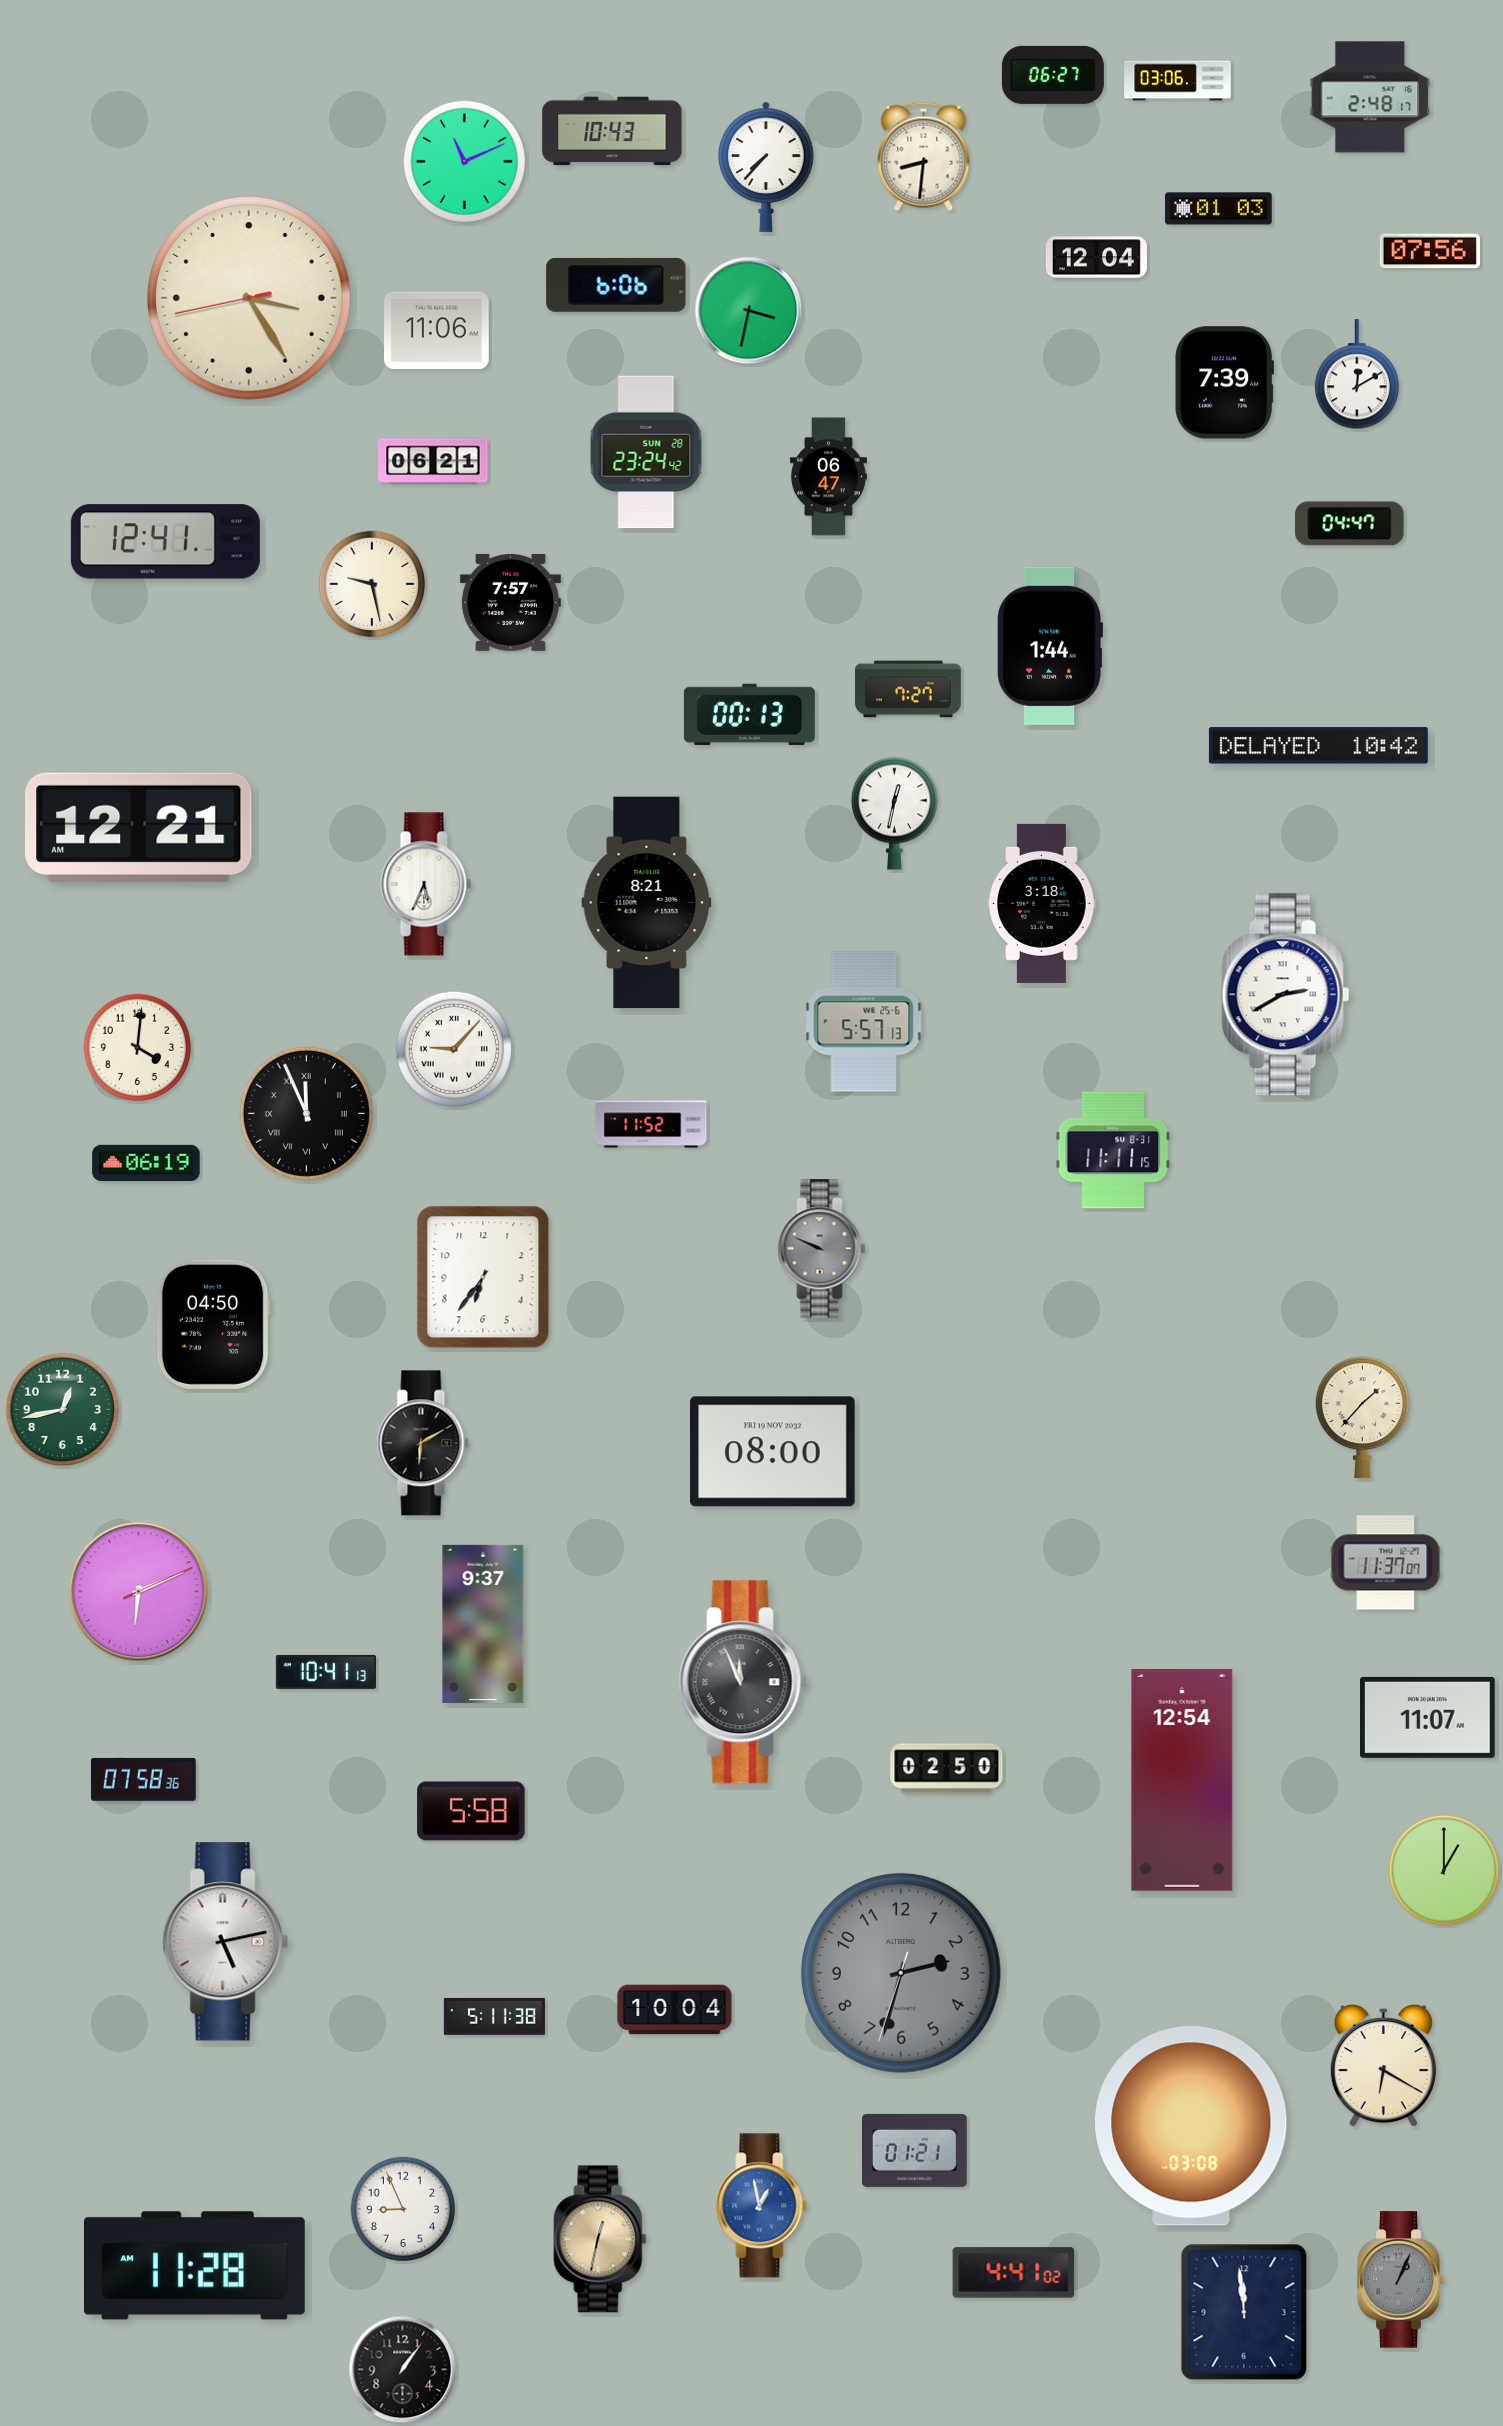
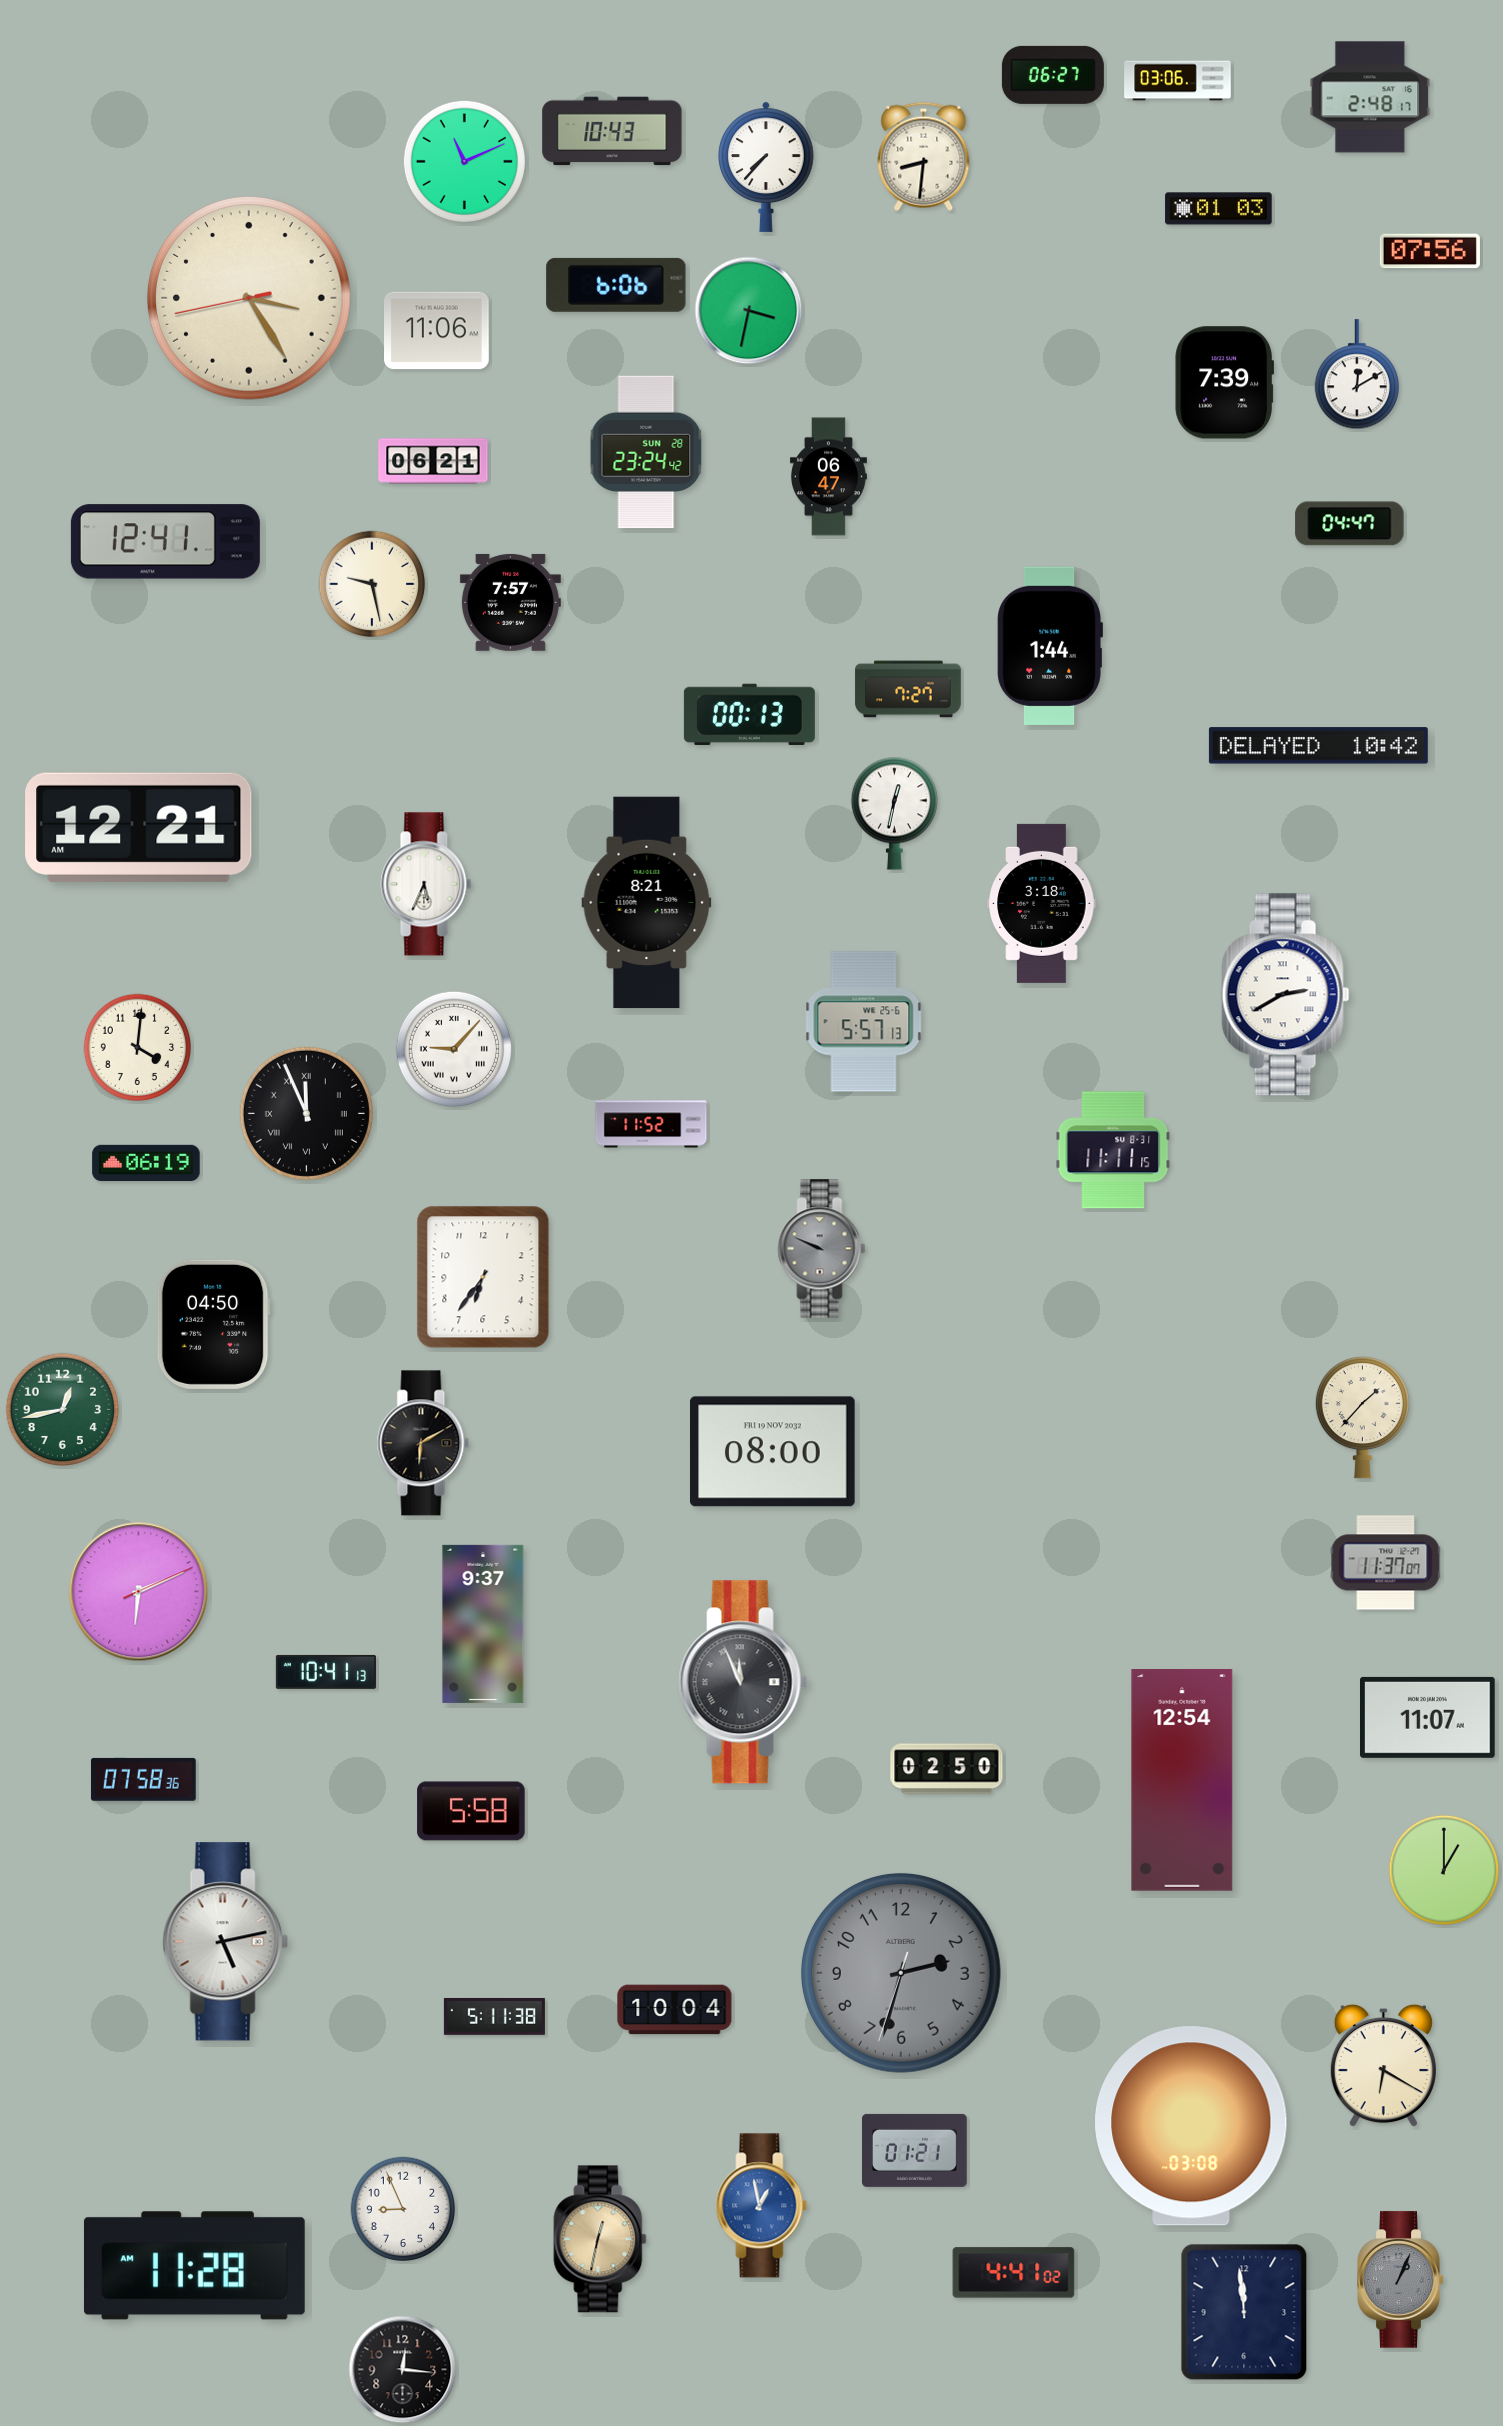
clock at (1096, 258): 12:04 -> none
clock at (403, 2370): 1:06 -> 12:16
